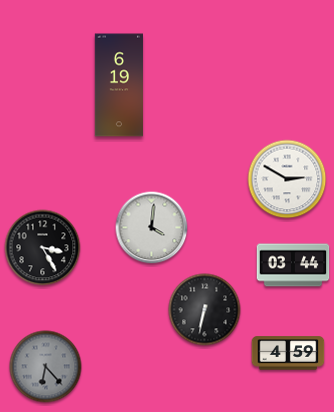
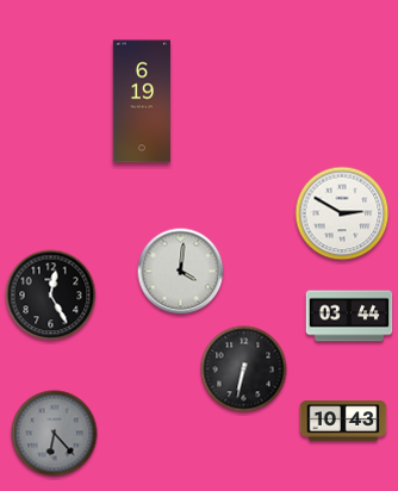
clock at (43, 248): 3:25 -> 12:25
clock at (288, 353): 4:59 -> 10:43
clock at (46, 367) position: (46, 367) -> (55, 434)
